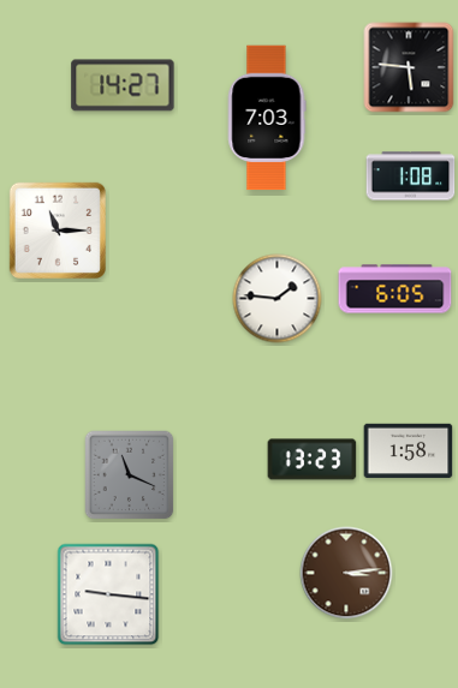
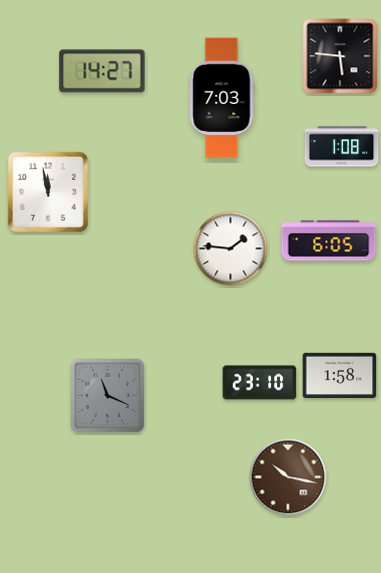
clock at (56, 229): 11:15 -> 11:58
clock at (313, 460): 13:23 -> 23:10
clock at (346, 573): 3:14 -> 10:17
clock at (108, 594): 9:16 -> none
